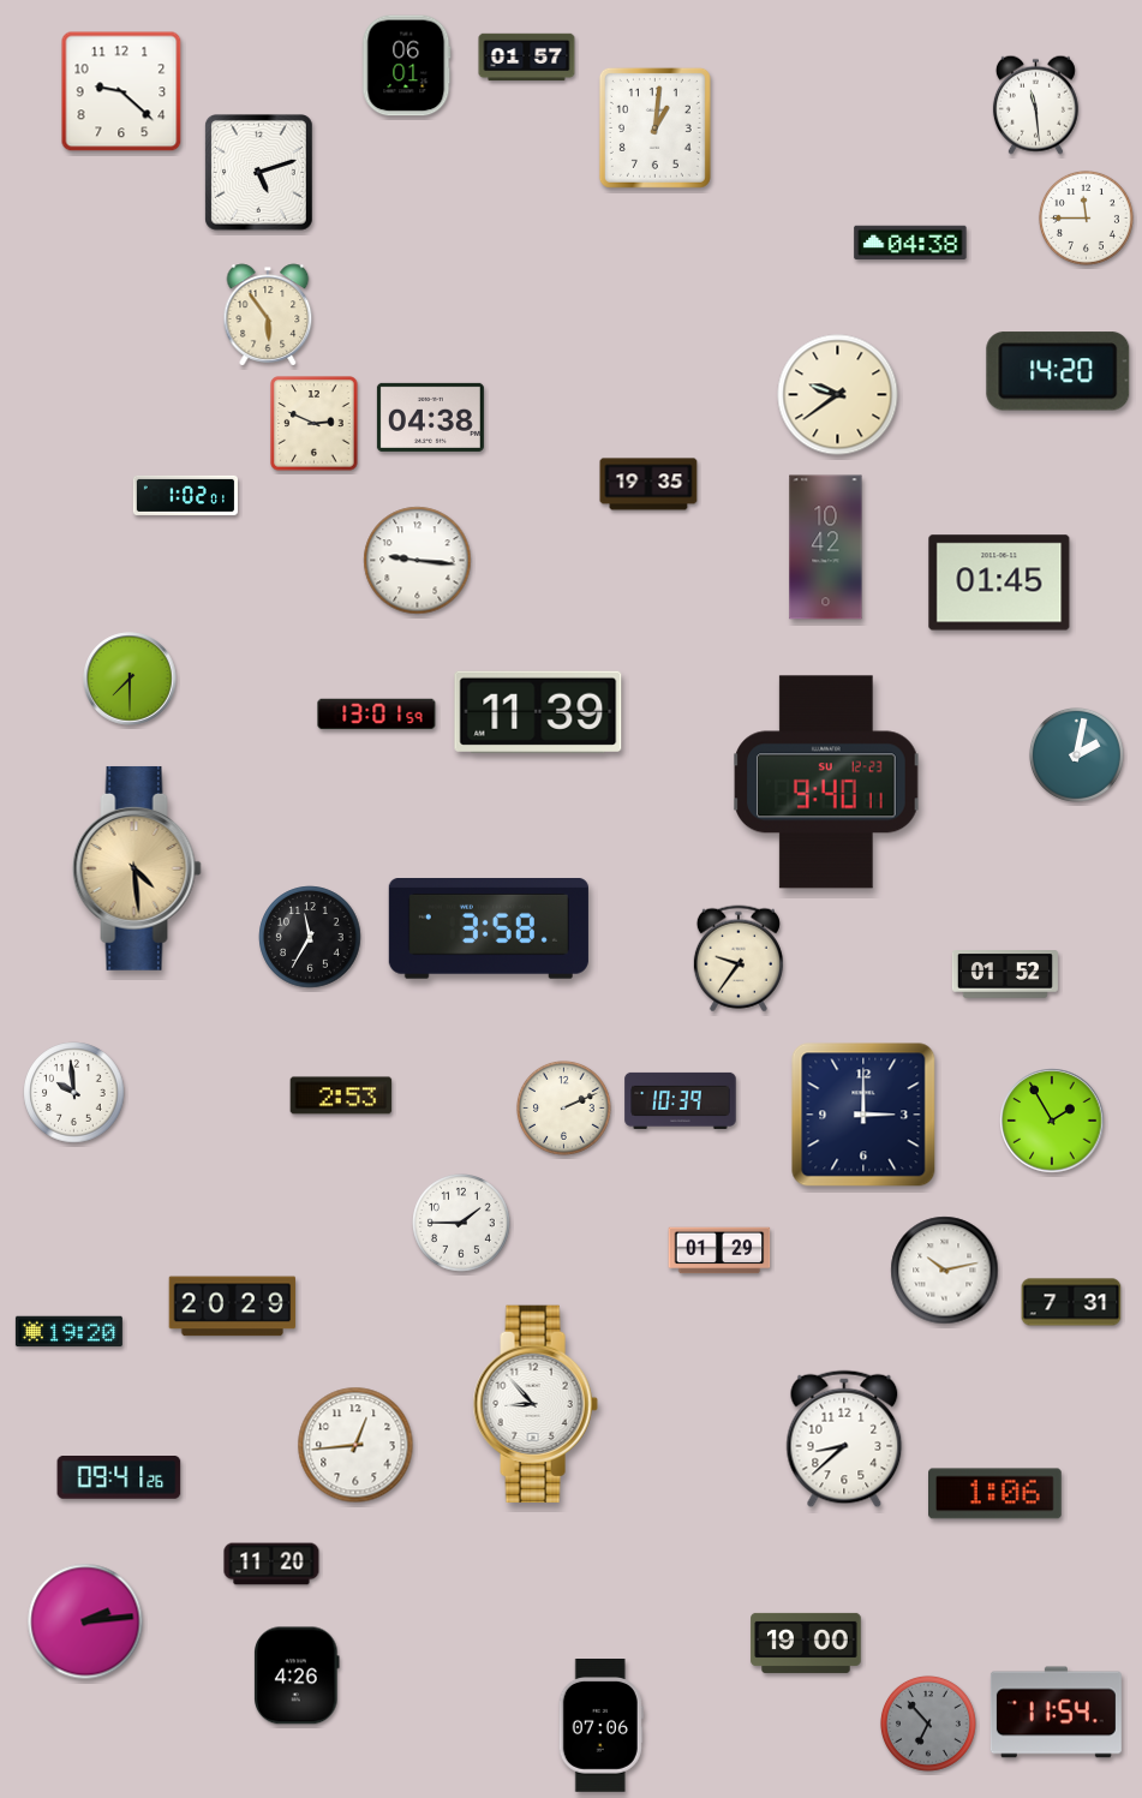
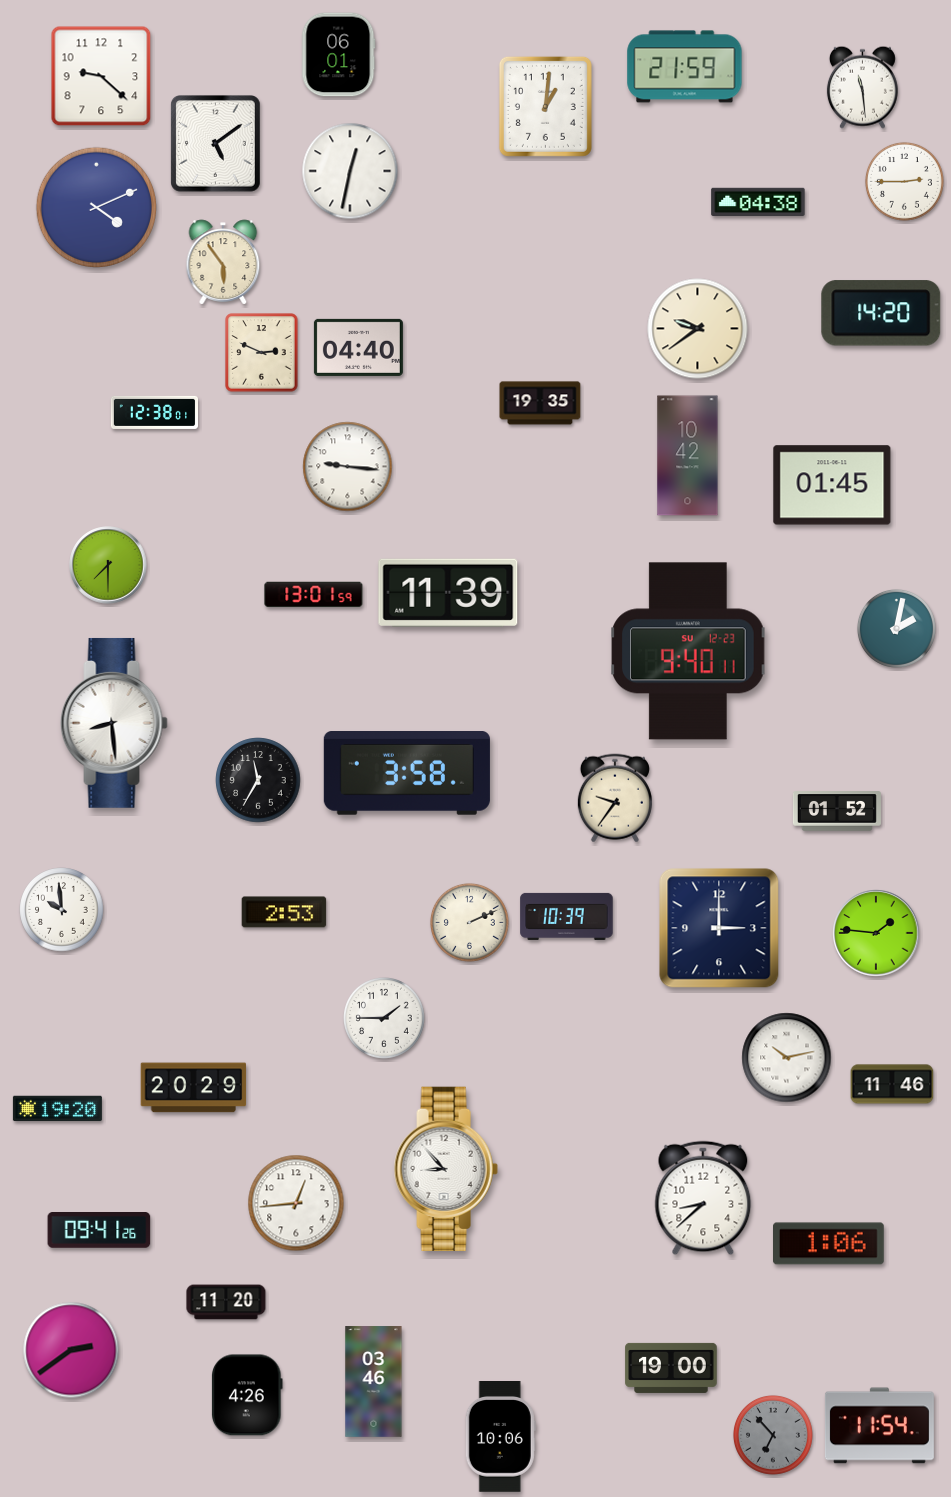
clock at (527, 58): 01:57 -> none
clock at (685, 67): none -> 21:59
clock at (258, 173): 5:12 -> 5:09
clock at (350, 171): none -> 12:32
clock at (1086, 217): 11:45 -> 2:45
clock at (96, 207): none -> 4:11
clock at (1058, 371) position: (1058, 371) -> (881, 313)
clock at (430, 417): 04:38 -> 04:40
clock at (185, 495): 1:02 -> 12:38
clock at (137, 868): 4:29 -> 8:29
clock at (137, 868) dial: champagne -> white
clock at (1052, 1121): 1:55 -> 1:46
clock at (719, 1250): 01:29 -> none
clock at (1071, 1302): 7:31 -> 11:46
clock at (85, 1621): 2:14 -> 2:39
clock at (374, 1382): none -> 03:46
clock at (600, 1726): 07:06 -> 10:06
